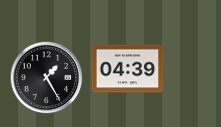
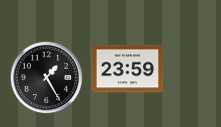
clock at (128, 69): 04:39 -> 23:59
